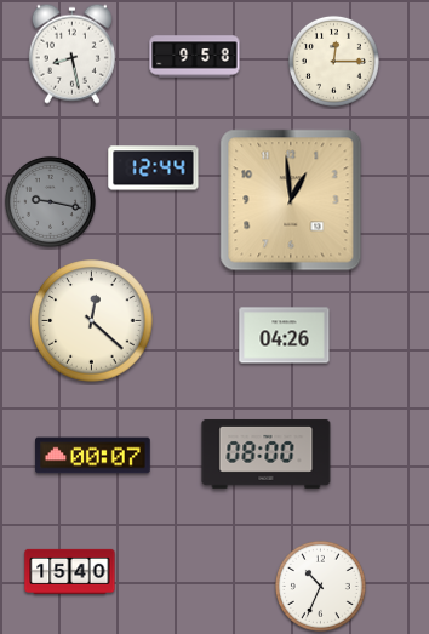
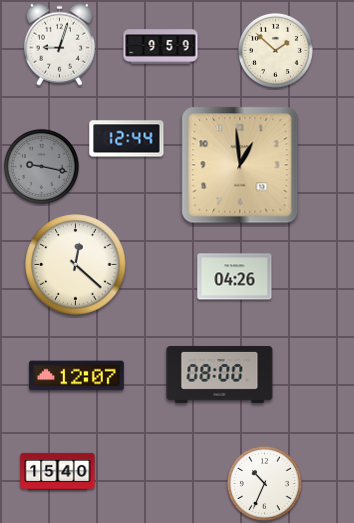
clock at (71, 53): 8:28 -> 9:03
clock at (195, 57): 9:58 -> 9:59
clock at (333, 61): 12:15 -> 1:52
clock at (93, 456): 00:07 -> 12:07
